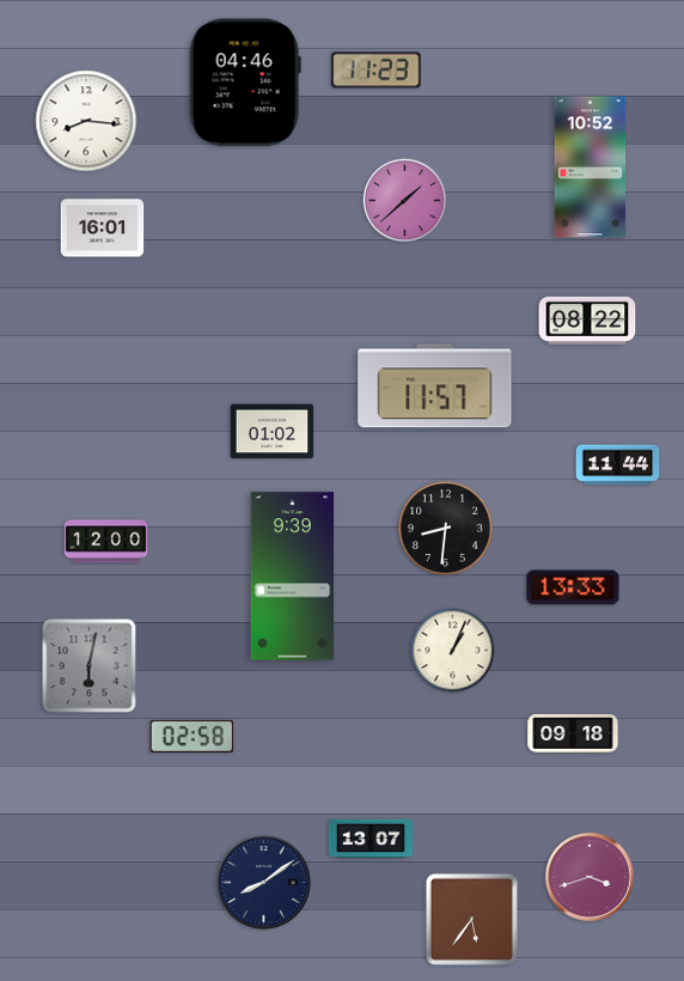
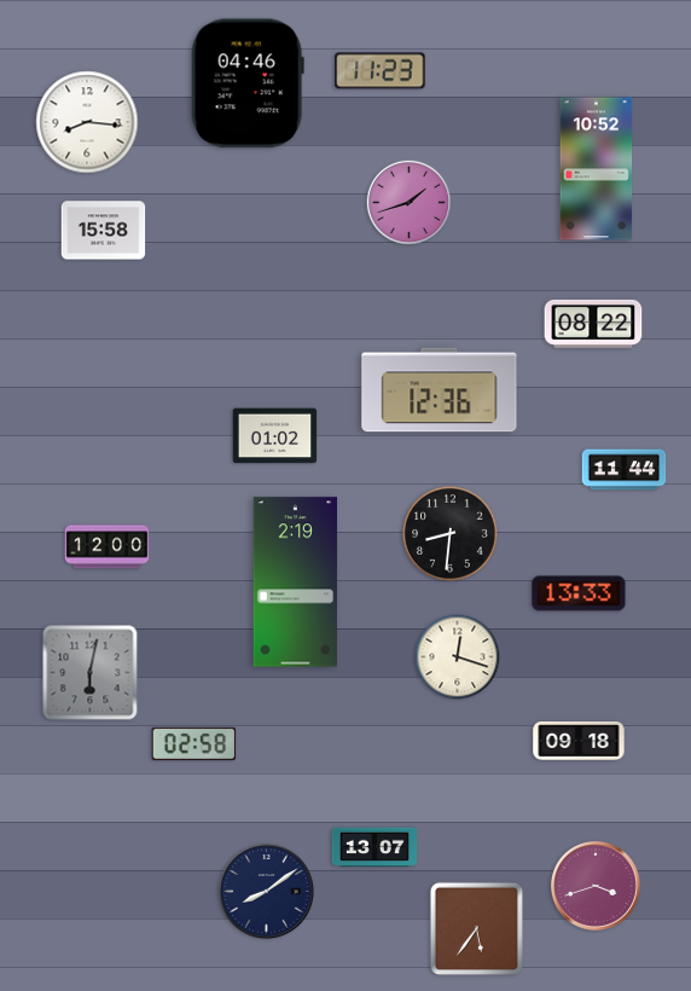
clock at (405, 201): 1:38 -> 1:42
clock at (103, 229): 16:01 -> 15:58
clock at (435, 386): 11:57 -> 12:36
clock at (293, 577): 9:39 -> 2:19
clock at (453, 651): 1:04 -> 12:18
